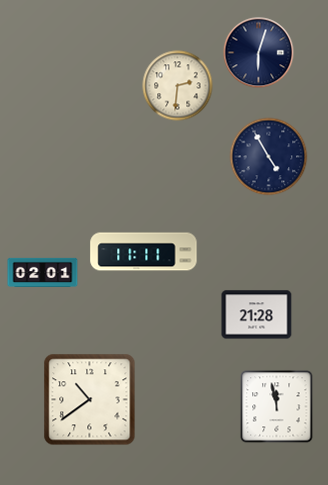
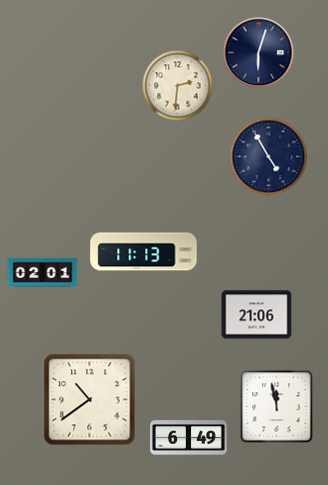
clock at (144, 252): 11:11 -> 11:13
clock at (257, 315): 21:28 -> 21:06
clock at (189, 438): none -> 6:49
